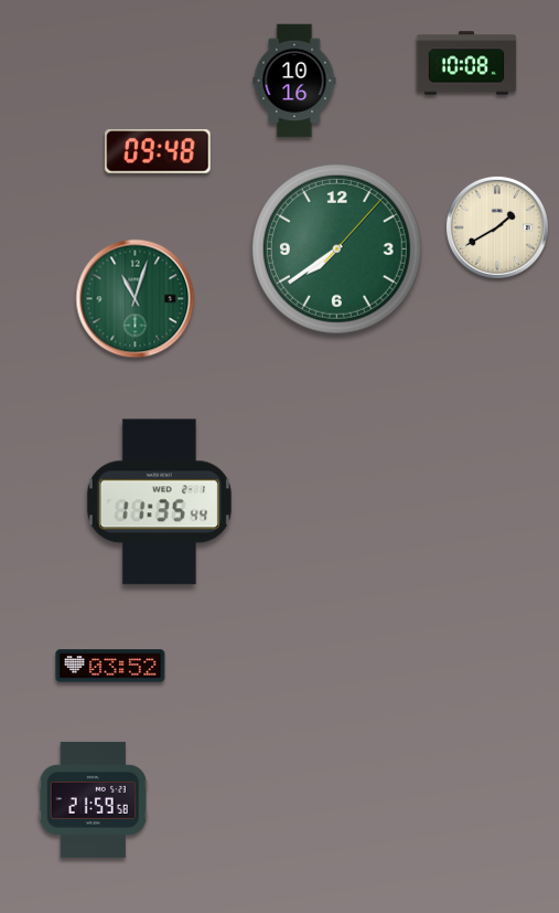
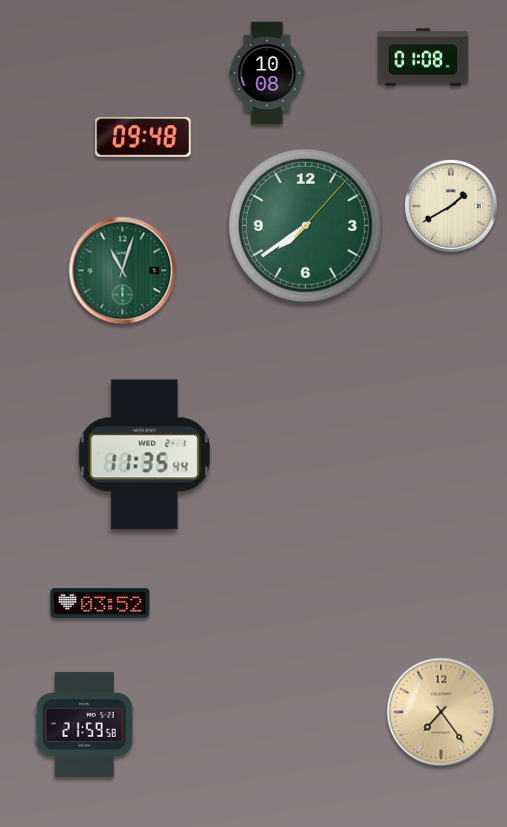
clock at (466, 63): 10:08 -> 01:08
clock at (294, 81): 10:16 -> 10:08
clock at (441, 712): none -> 7:24
